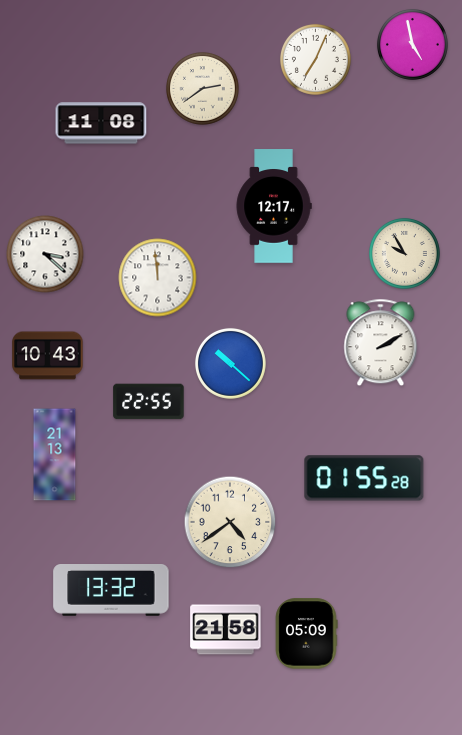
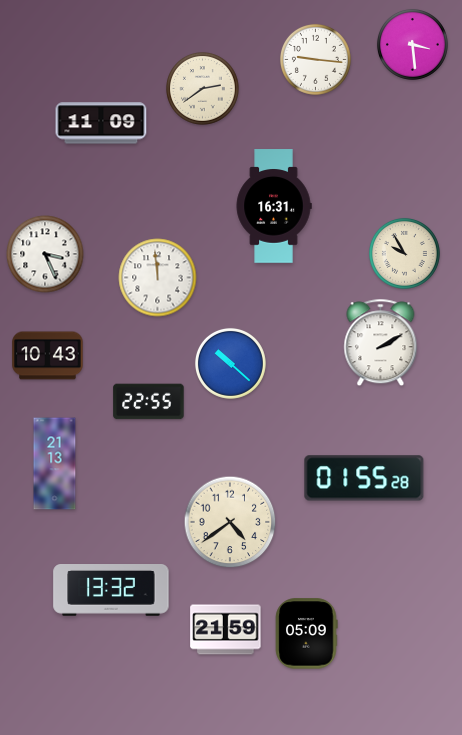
clock at (412, 44): 4:58 -> 3:29
clock at (315, 59): 7:04 -> 9:16
clock at (101, 123): 11:08 -> 11:09
clock at (274, 206): 12:17 -> 16:31
clock at (45, 254): 3:22 -> 3:26
clock at (55, 455) position: (55, 455) -> (55, 464)
clock at (226, 630): 21:58 -> 21:59
